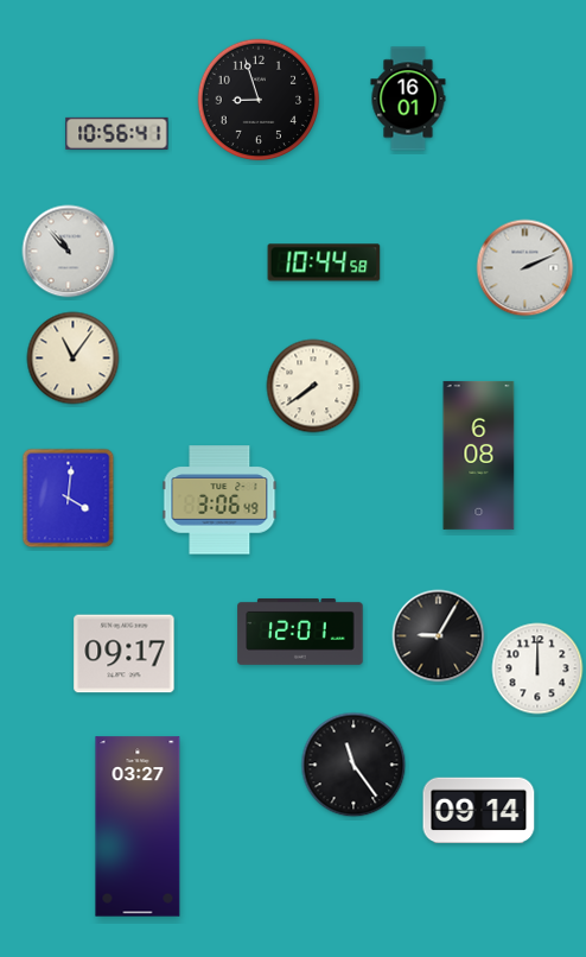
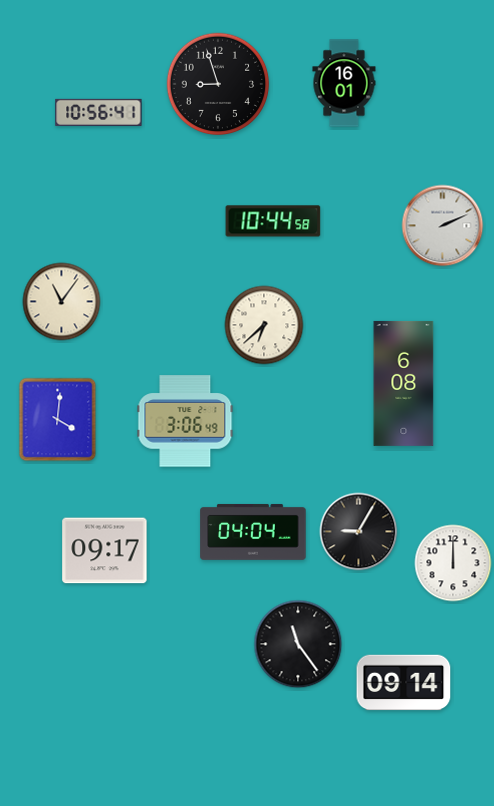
clock at (69, 252): 10:53 -> none
clock at (313, 386): 7:39 -> 6:38
clock at (300, 632): 12:01 -> 04:04
clock at (439, 636) position: (439, 636) -> (359, 532)
clock at (138, 826): 03:27 -> none
